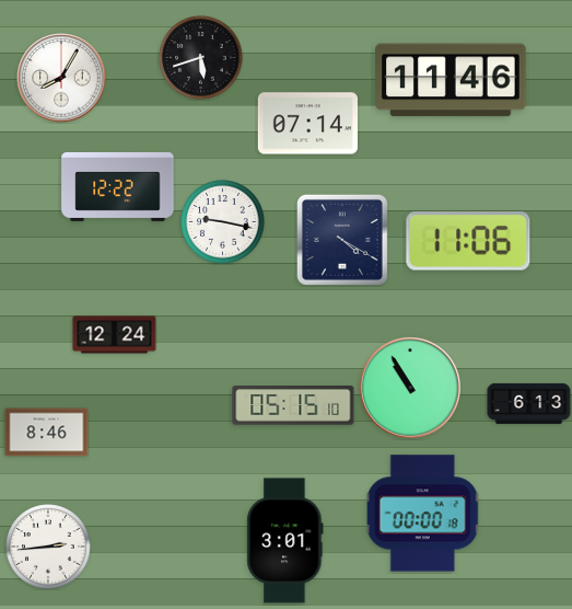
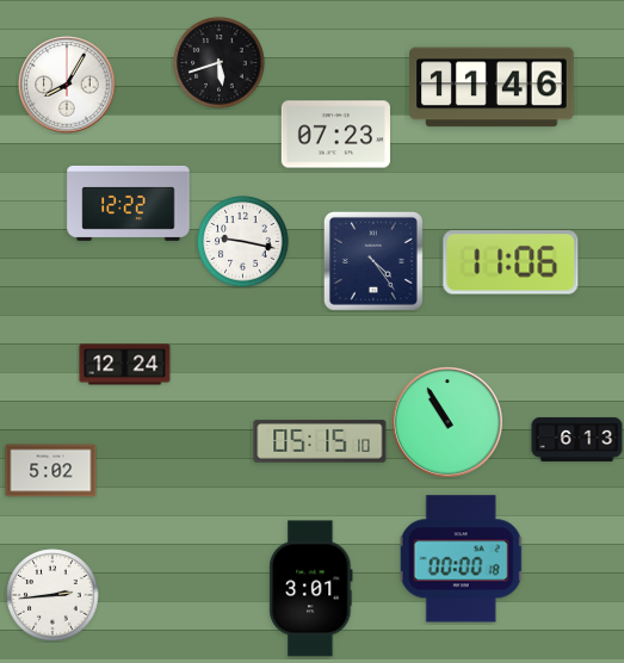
clock at (307, 124): 07:14 -> 07:23
clock at (342, 240): 4:20 -> 4:24
clock at (47, 433): 8:46 -> 5:02
